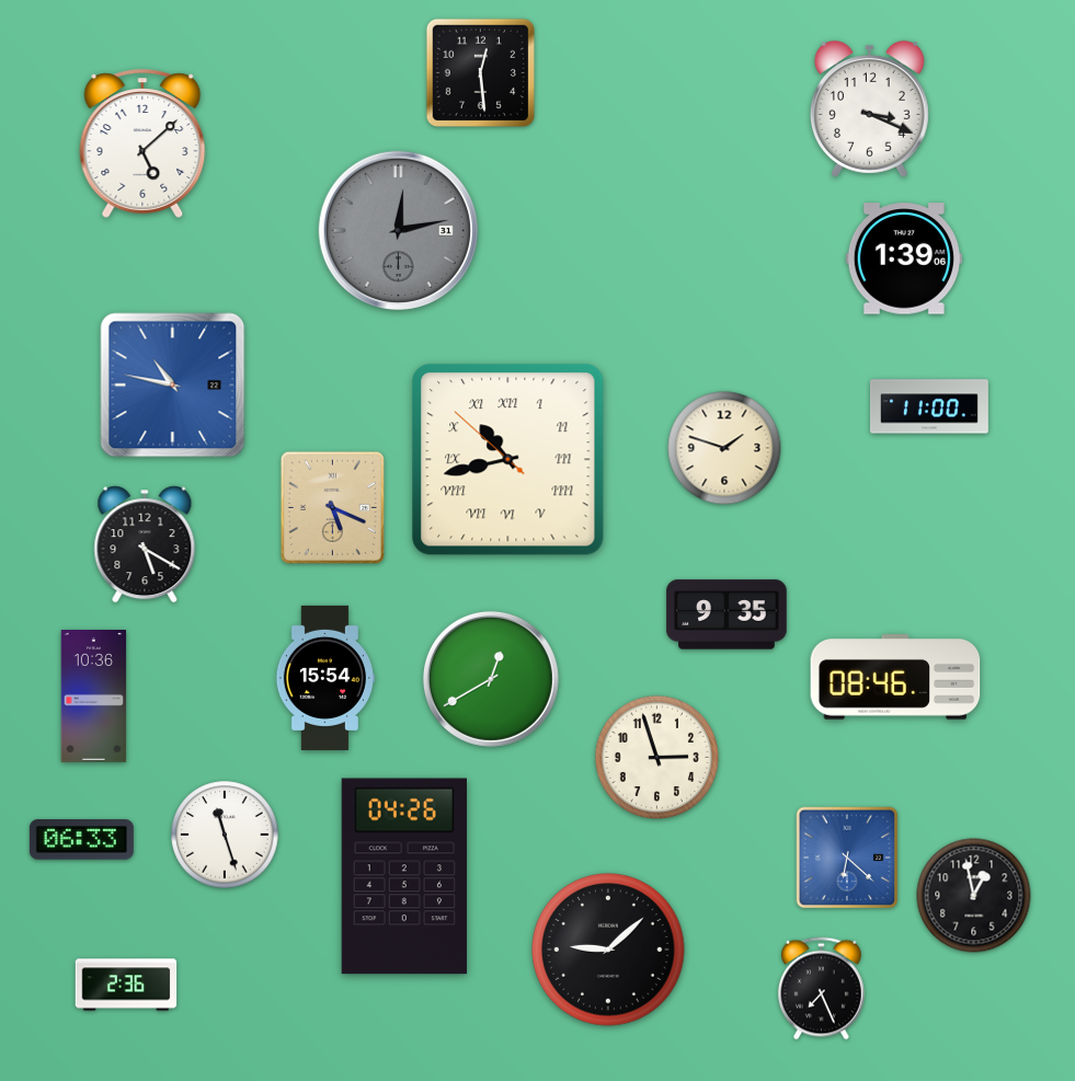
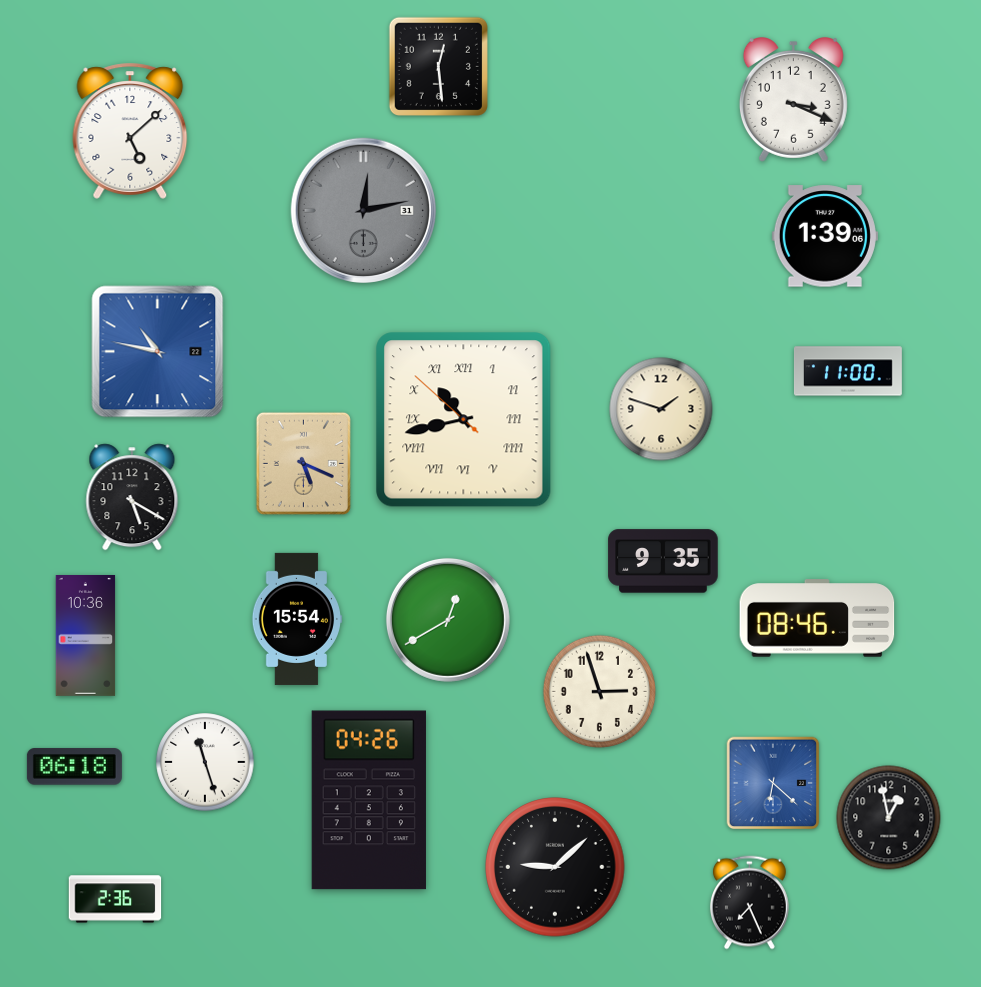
clock at (81, 840): 06:33 -> 06:18
